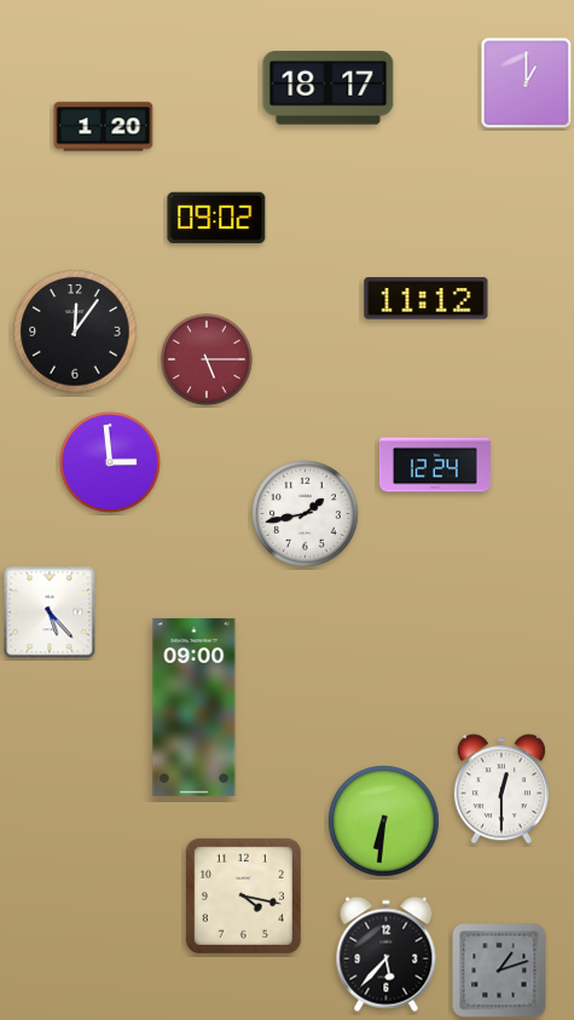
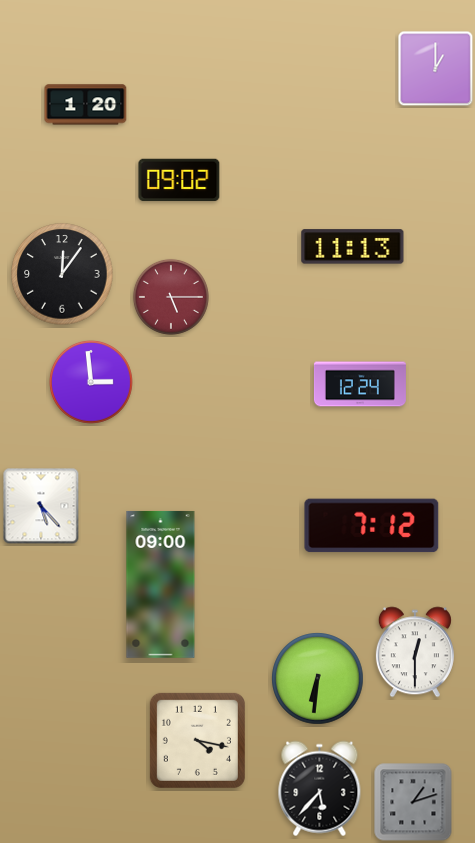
clock at (329, 88): 18:17 -> none
clock at (427, 299): 11:12 -> 11:13
clock at (306, 514): 1:43 -> none
clock at (372, 526): none -> 7:12
clock at (243, 895) position: (243, 895) -> (197, 740)
